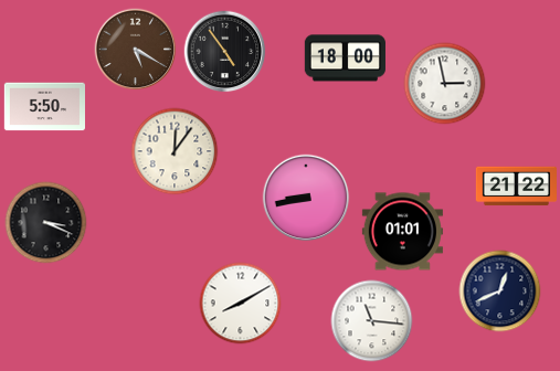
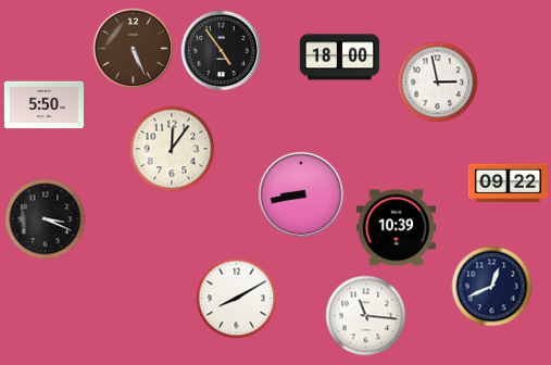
clock at (136, 50): 5:20 -> 5:26
clock at (516, 187): 21:22 -> 09:22
clock at (402, 232): 01:01 -> 10:39
